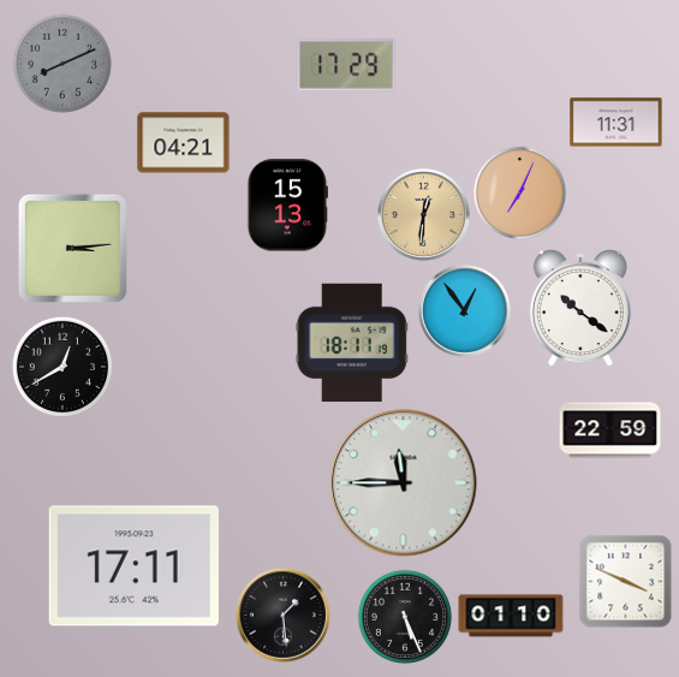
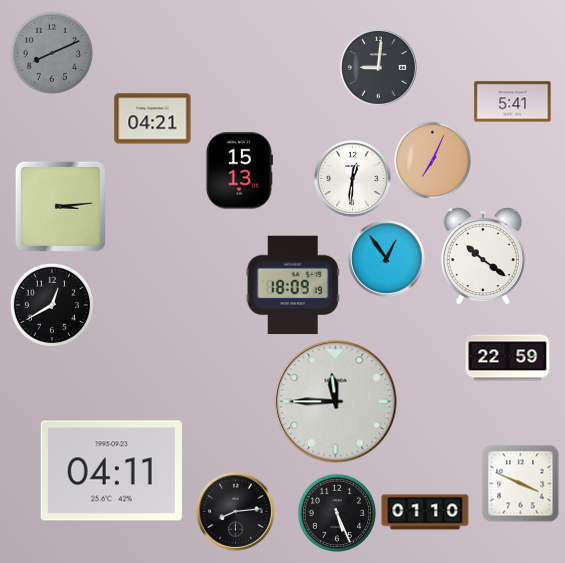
clock at (346, 65): 17:29 -> none
clock at (379, 68): none -> 9:01
clock at (617, 123): 11:31 -> 5:41
clock at (424, 215) dial: champagne -> white
clock at (352, 343): 18:11 -> 18:09
clock at (133, 566): 17:11 -> 04:11
clock at (282, 614): 1:29 -> 8:14
